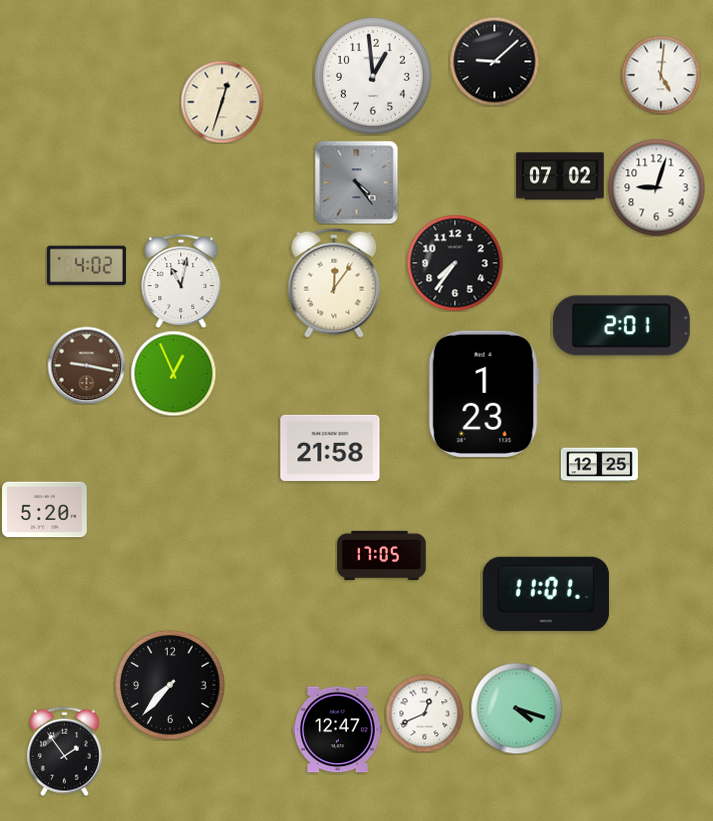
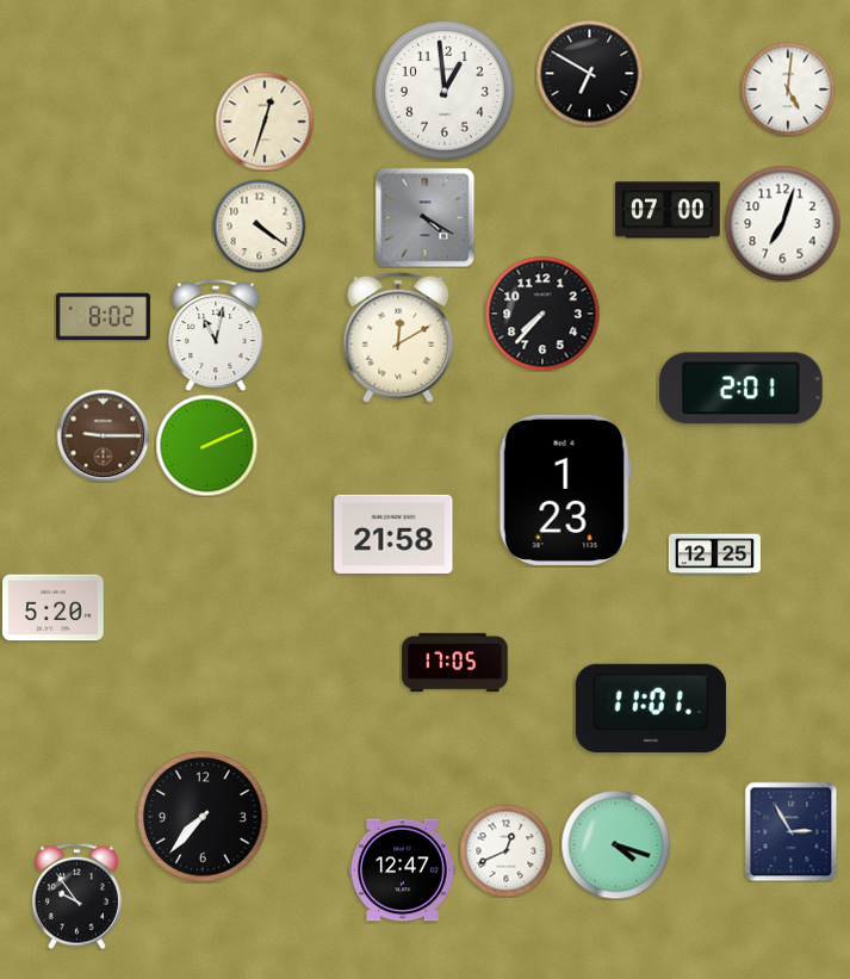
clock at (494, 61): 9:08 -> 6:50
clock at (560, 176): 07:02 -> 07:00
clock at (356, 182): 4:24 -> 4:20
clock at (656, 187): 9:03 -> 7:03
clock at (259, 225): none -> 4:21
clock at (455, 263): 7:36 -> 7:37
clock at (86, 266): 4:02 -> 8:02
clock at (334, 283): 12:06 -> 12:10
clock at (86, 365): 9:17 -> 9:15
clock at (173, 373): 12:56 -> 2:11
clock at (484, 394) position: (484, 394) -> (565, 490)
clock at (792, 831): none -> 2:55
clock at (64, 751): 1:54 -> 9:54
